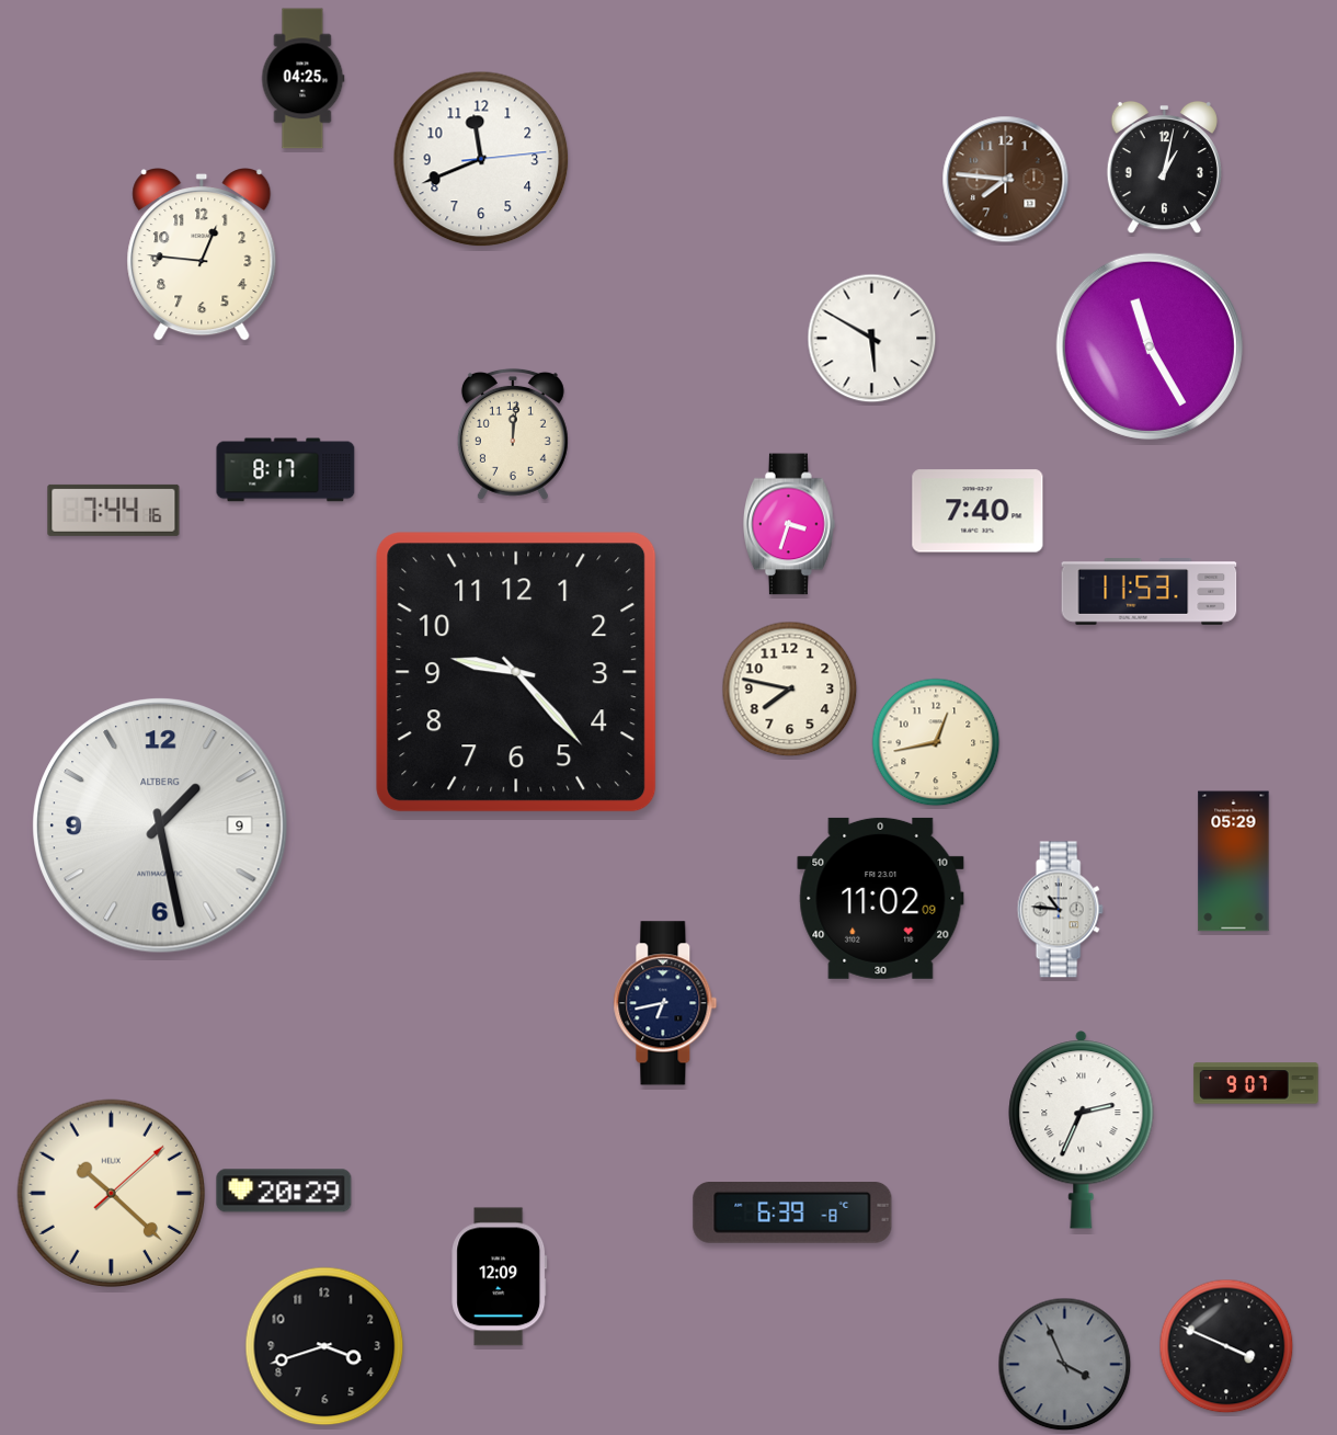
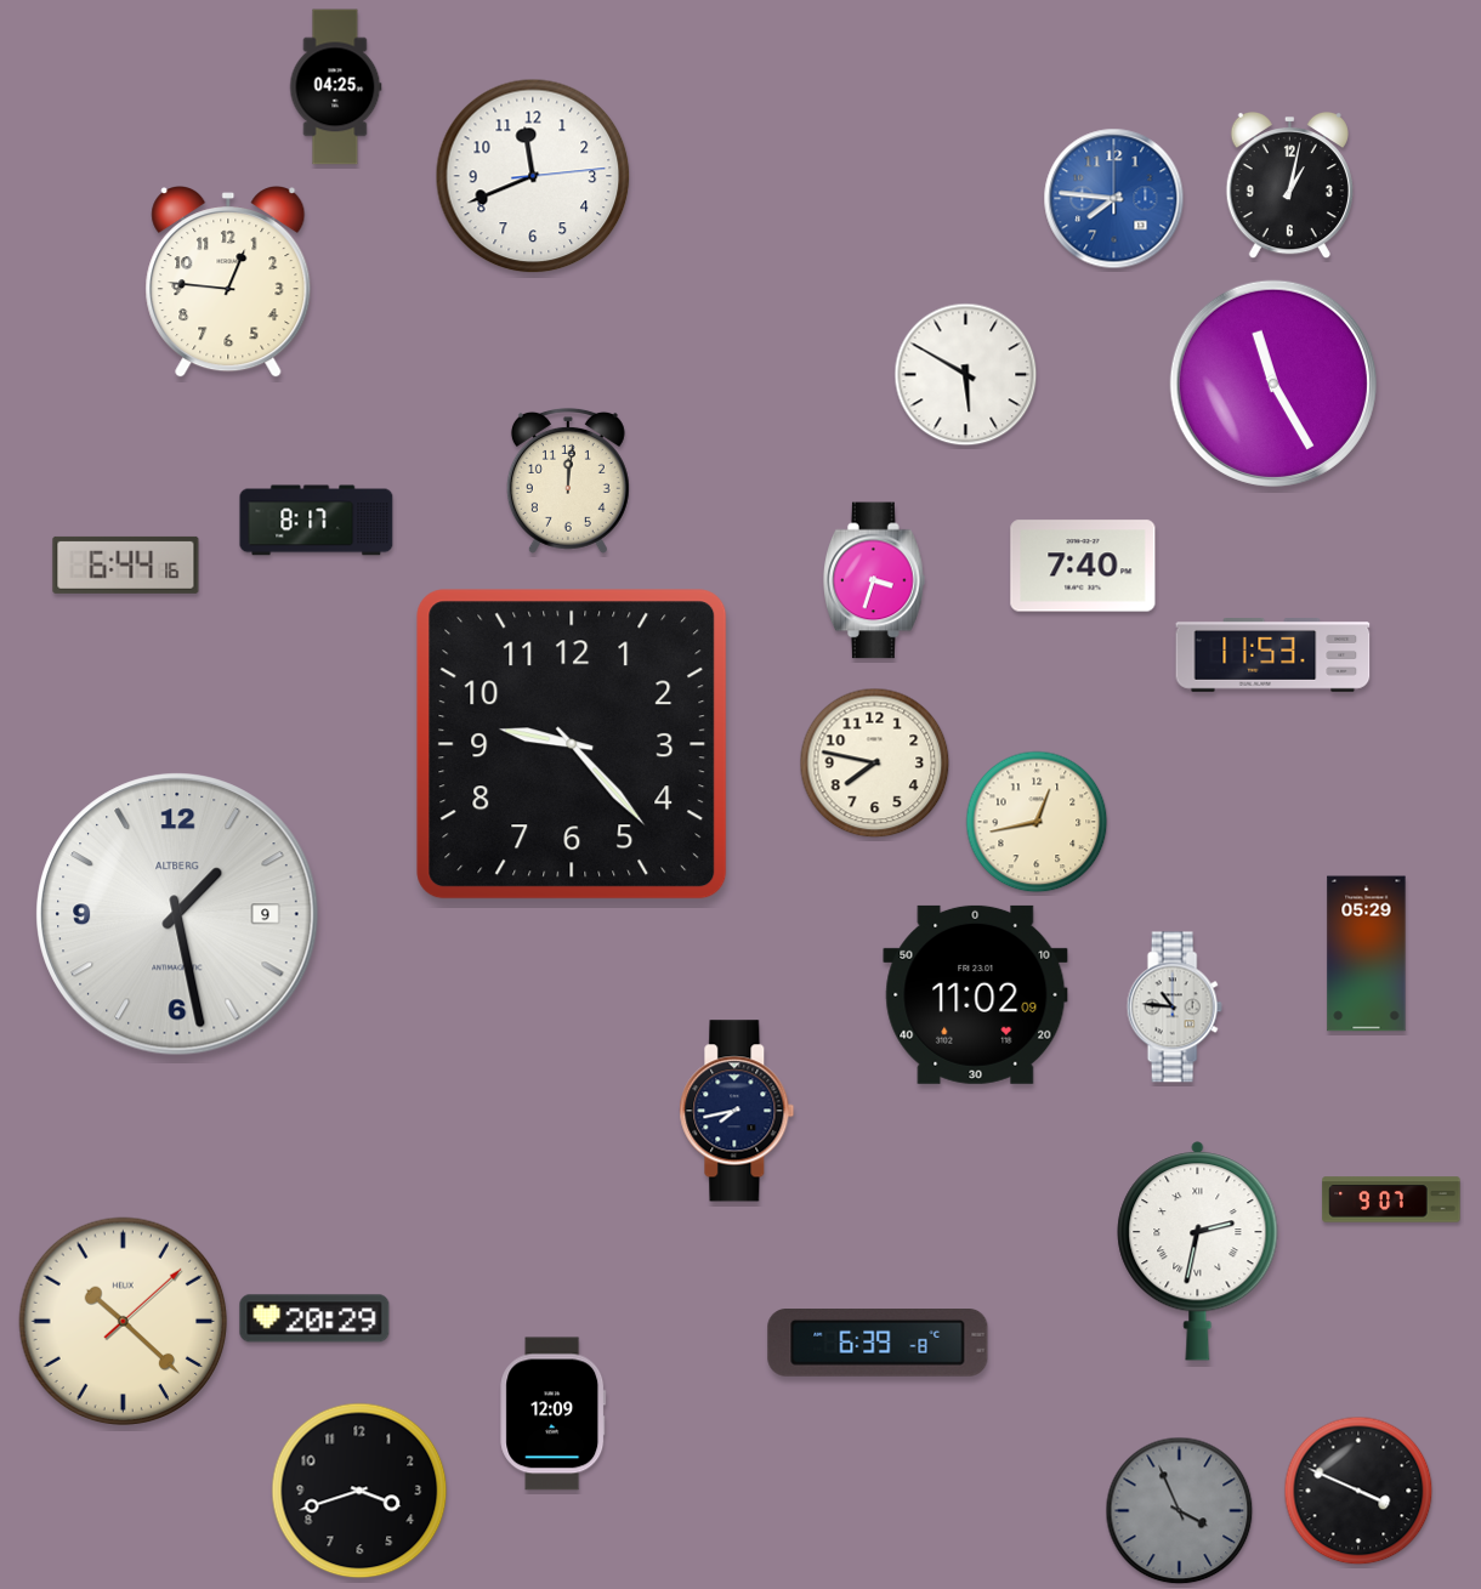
clock at (1006, 180) dial: brown -> blue
clock at (202, 255) position: (202, 255) -> (228, 283)
clock at (114, 510): 7:44 -> 6:44
clock at (665, 1003): 6:43 -> 7:43
clock at (1082, 1130): 2:34 -> 2:32
